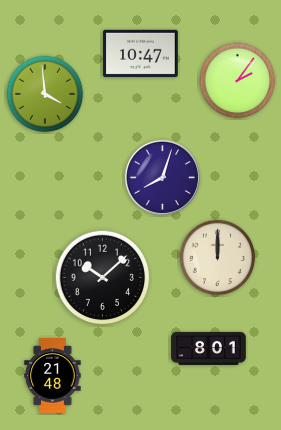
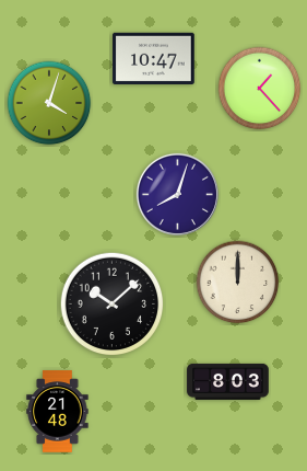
clock at (238, 81): 2:06 -> 1:23
clock at (45, 94): 3:59 -> 4:03
clock at (209, 348): 8:01 -> 8:03
